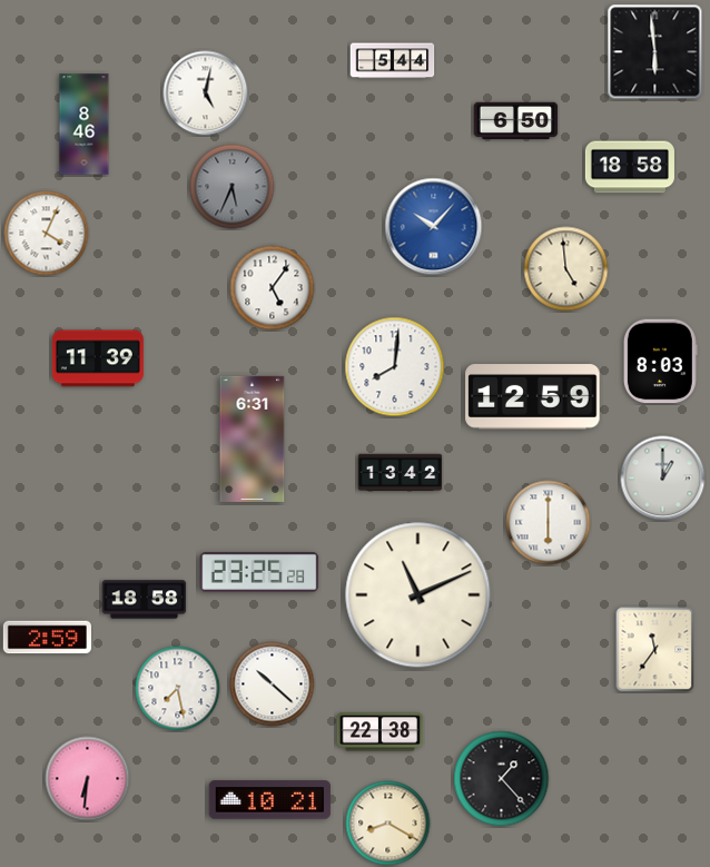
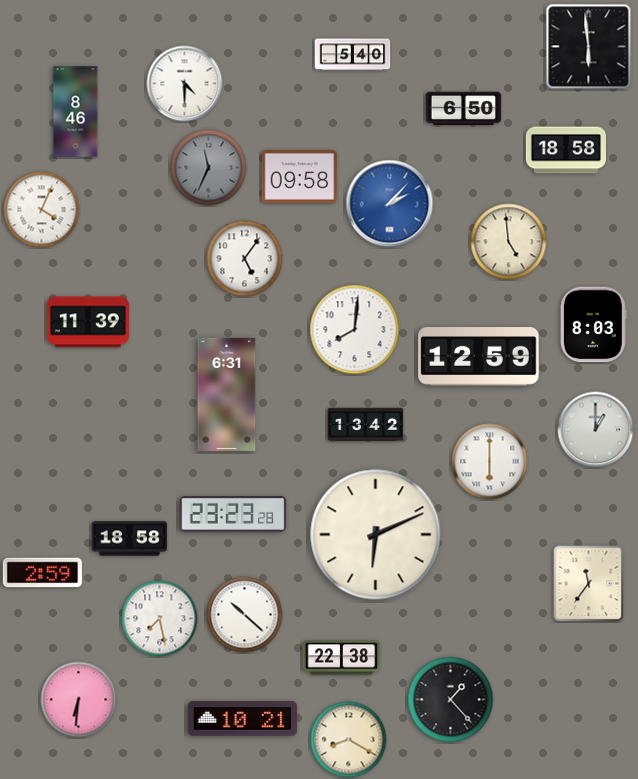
clock at (393, 61): 5:44 -> 5:40
clock at (206, 93): 5:02 -> 4:30
clock at (233, 187): 5:34 -> 11:34
clock at (300, 176): none -> 09:58
clock at (434, 227): 10:07 -> 2:07
clock at (401, 473) position: (401, 473) -> (366, 425)
clock at (549, 523) position: (549, 523) -> (490, 462)
clock at (259, 572): 23:25 -> 23:23
clock at (418, 595): 11:11 -> 6:11
